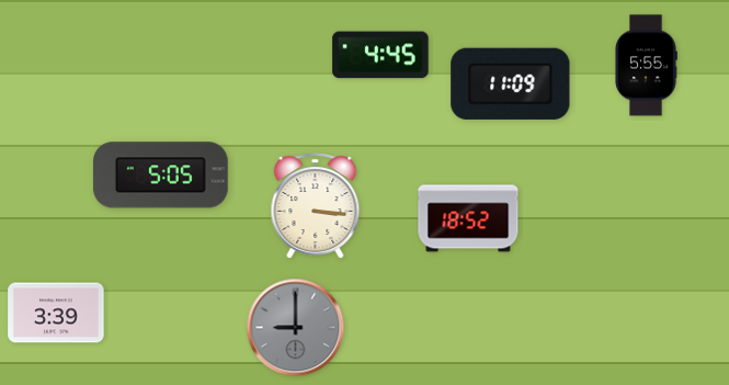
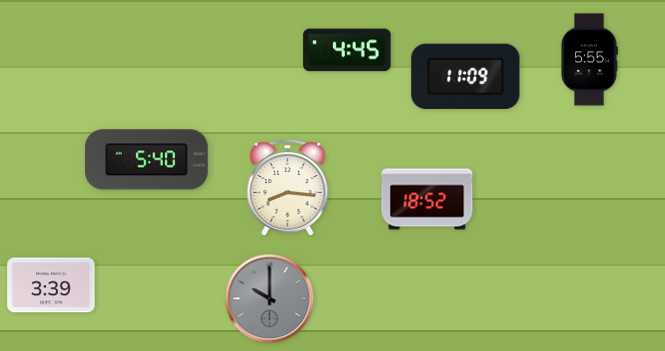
clock at (161, 175): 5:05 -> 5:40
clock at (316, 206): 3:16 -> 8:16
clock at (296, 328): 9:00 -> 10:00
